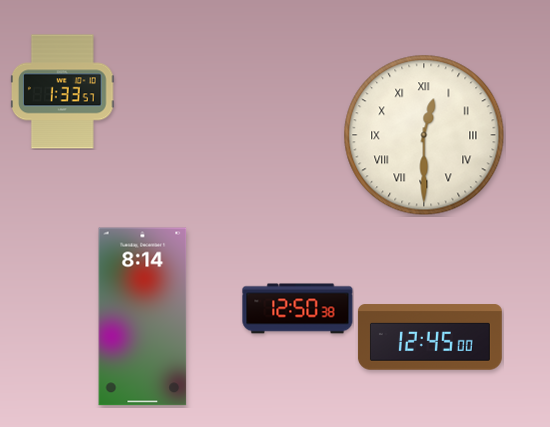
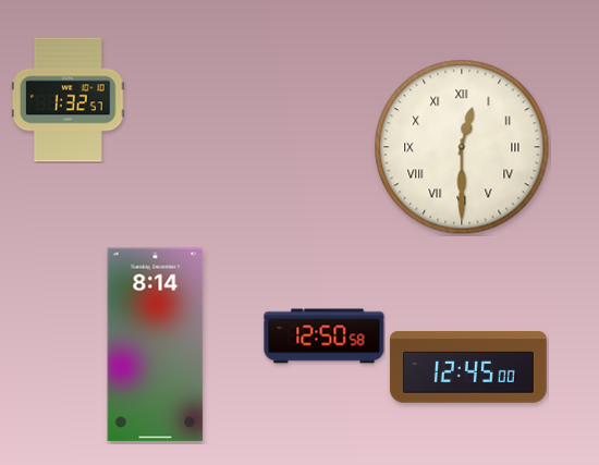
clock at (62, 92): 1:33 -> 1:32
clock at (298, 309): 12:50:38 -> 12:50:58
